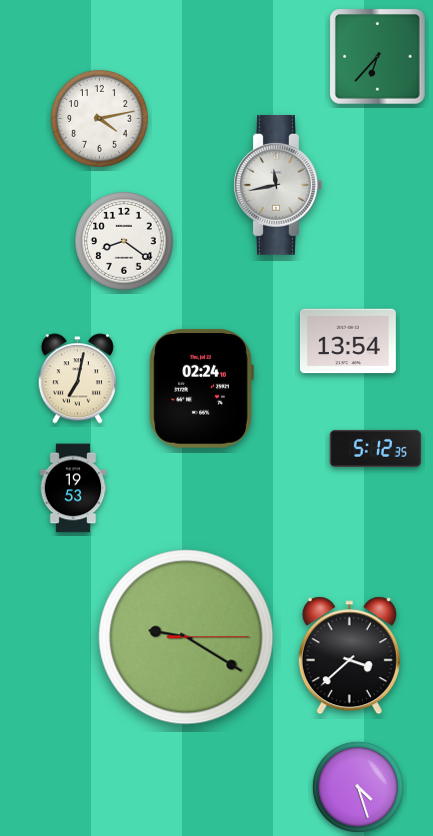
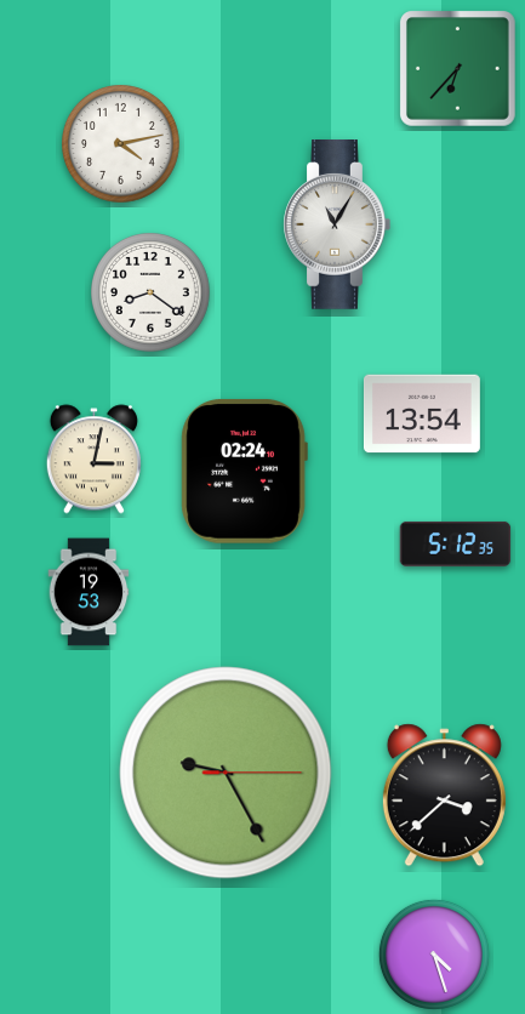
clock at (278, 186): 11:43 -> 11:05
clock at (77, 379): 7:02 -> 3:02
clock at (186, 637): 9:20 -> 9:25
clock at (349, 656) position: (349, 656) -> (444, 796)
